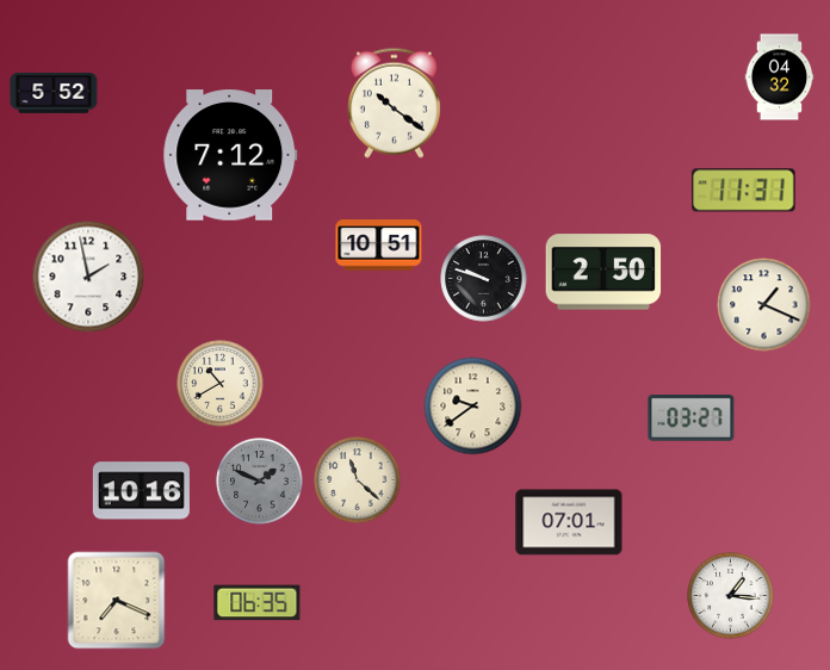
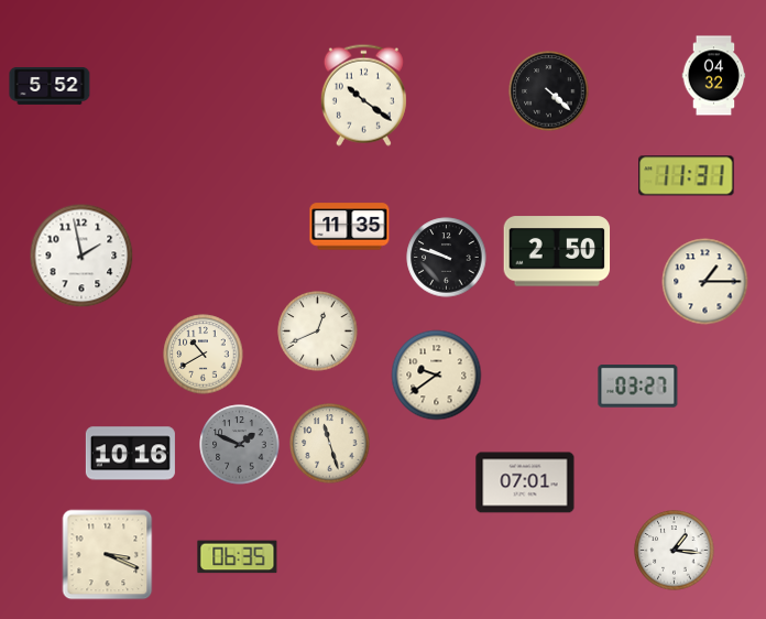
clock at (780, 77) position: (780, 77) -> (714, 76)
clock at (549, 91): none -> 4:22
clock at (230, 155): 7:12 -> none
clock at (379, 246): 10:51 -> 11:35
clock at (764, 305): 1:19 -> 1:15
clock at (318, 332): none -> 12:41
clock at (358, 480): 11:22 -> 11:27
clock at (117, 601): 7:19 -> 3:19
